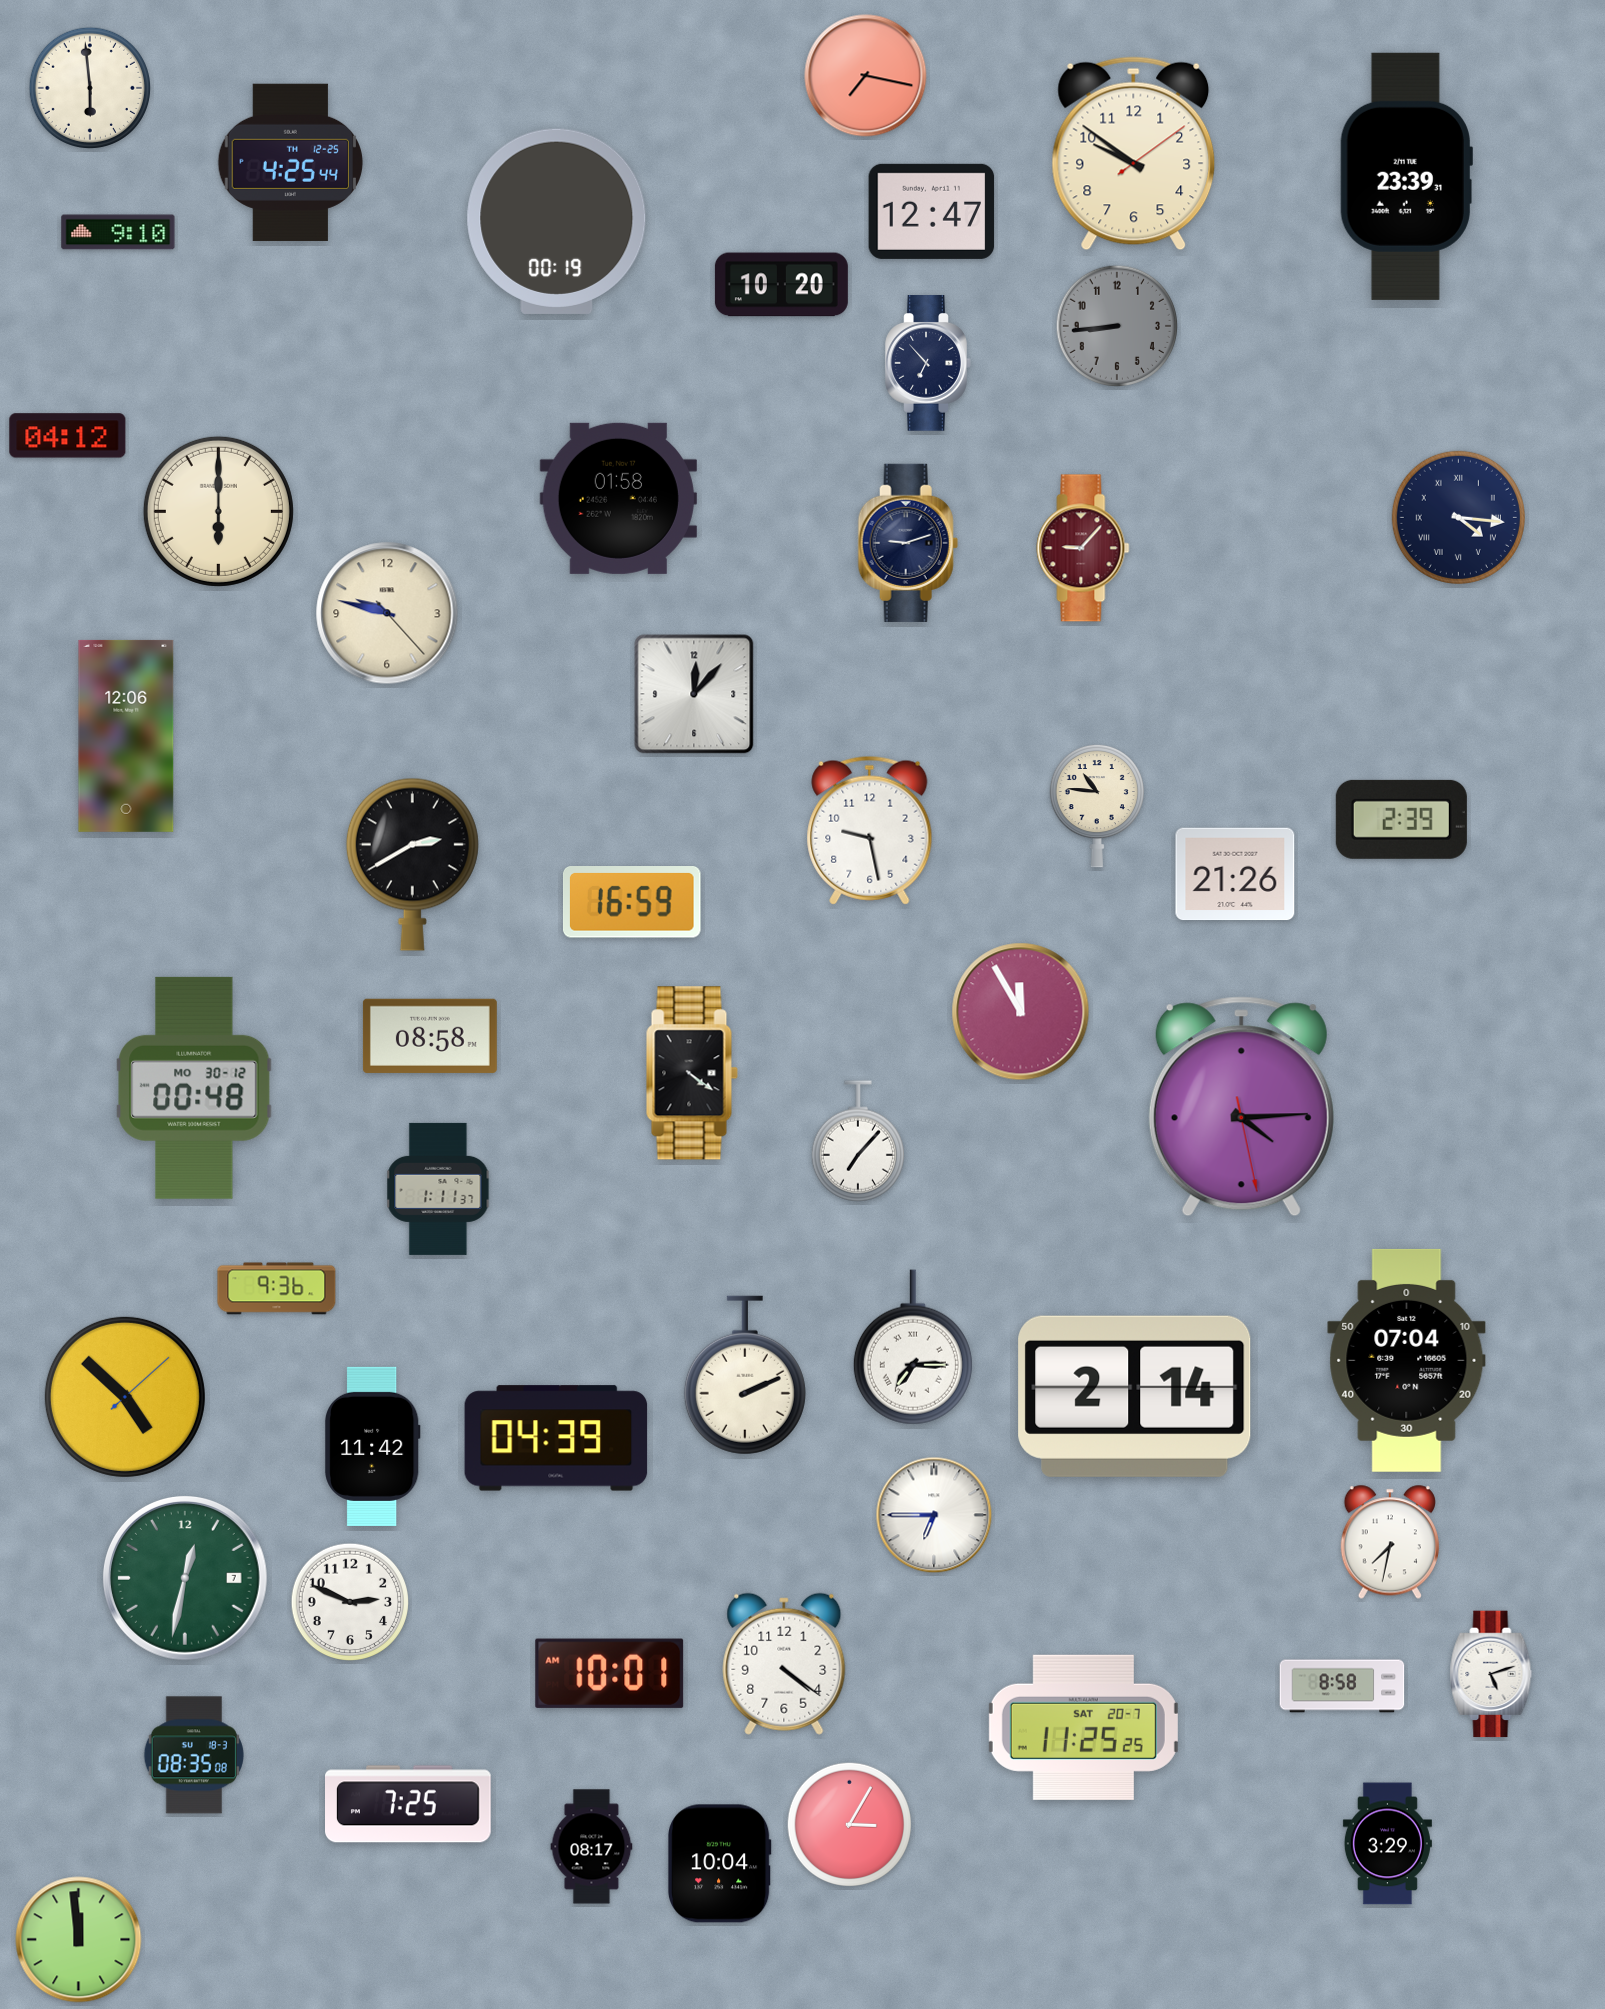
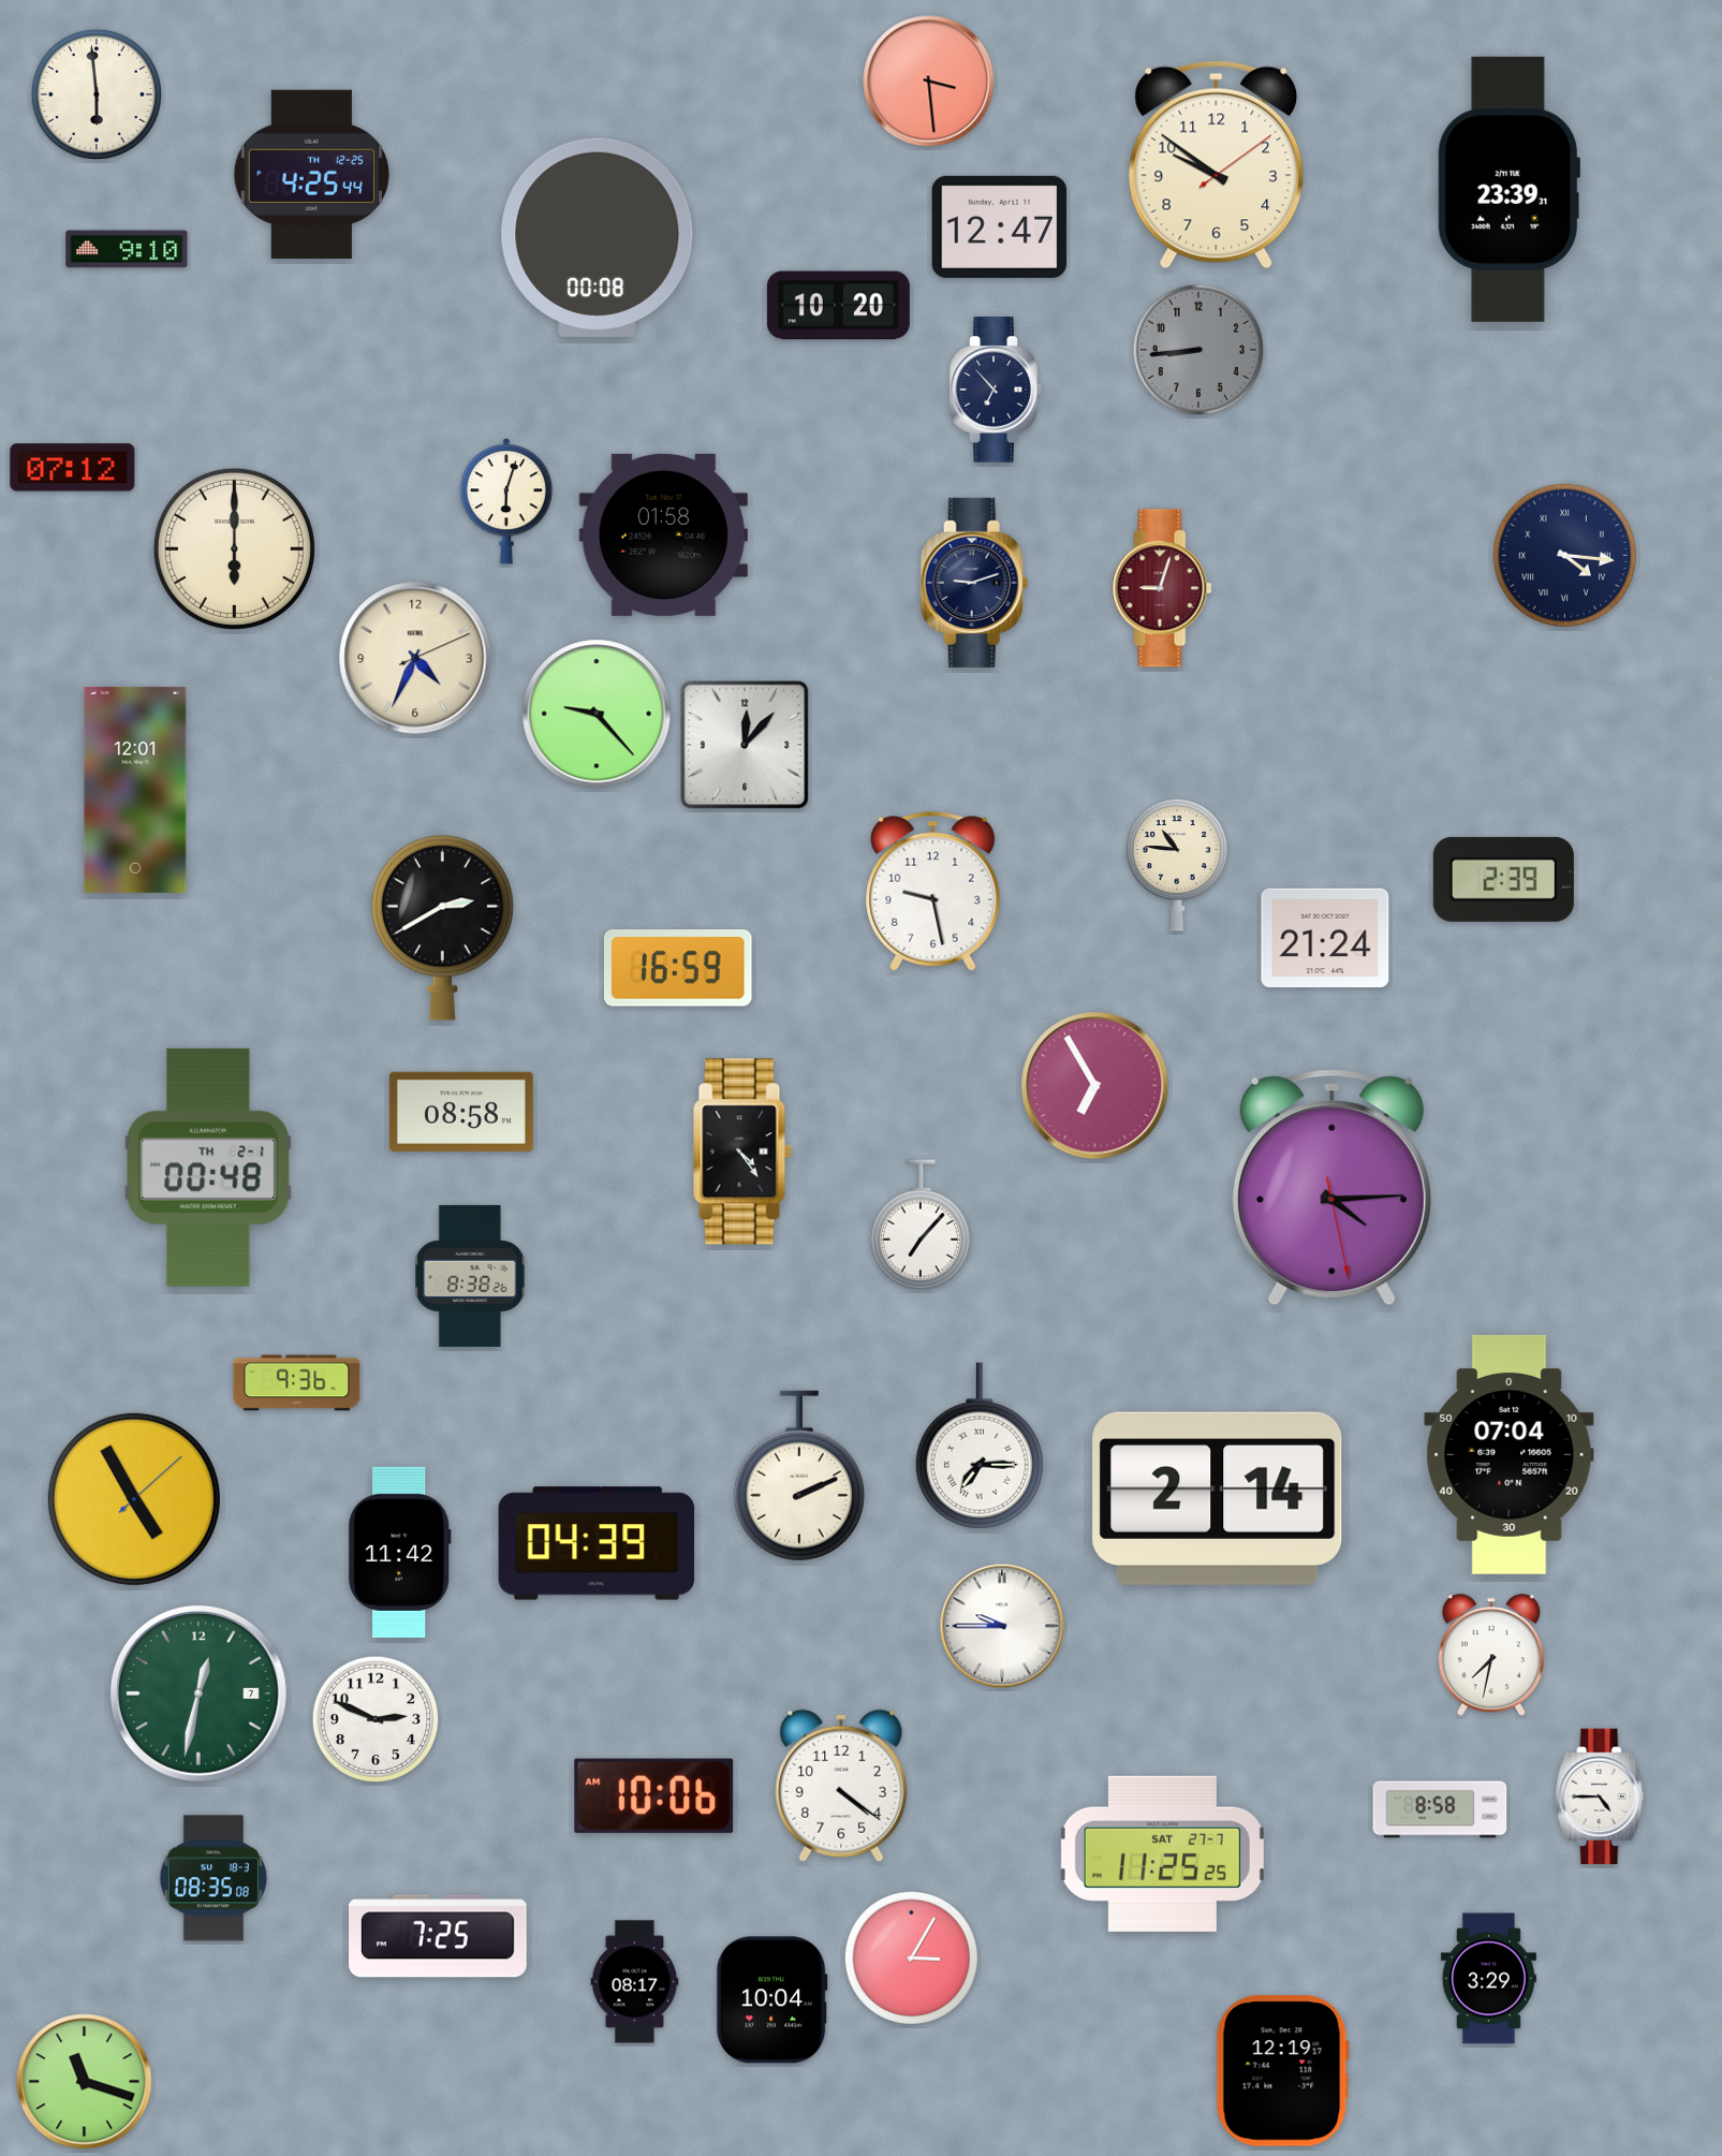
clock at (866, 76): 7:17 -> 3:29
clock at (557, 221): 00:19 -> 00:08
clock at (68, 436): 04:12 -> 07:12
clock at (506, 502): none -> 6:03
clock at (1083, 548): 9:07 -> 9:03
clock at (387, 613): 9:47 -> 4:34
clock at (597, 714): none -> 9:23
clock at (126, 736): 12:06 -> 12:01
clock at (1235, 874): 21:26 -> 21:24
clock at (1021, 1012): 11:55 -> 6:55
clock at (692, 1073): 4:21 -> 4:24
clock at (194, 1088) date: MO 30-12 -> TH 2-1
clock at (438, 1189): 1:11 -> 8:38
clock at (1407, 1360) position: (1407, 1360) -> (1510, 1454)
clock at (125, 1397): 4:52 -> 4:55
clock at (934, 1515): 6:45 -> 9:45
clock at (610, 1673): 10:01 -> 10:06
clock at (1491, 1674): 5:12 -> 4:45
clock at (1083, 1727) date: SAT 20-7 -> SAT 27-7
clock at (194, 1755) position: (194, 1755) -> (214, 1878)
clock at (1282, 2071): none -> 12:19
clock at (79, 1940): 11:59 -> 11:18
